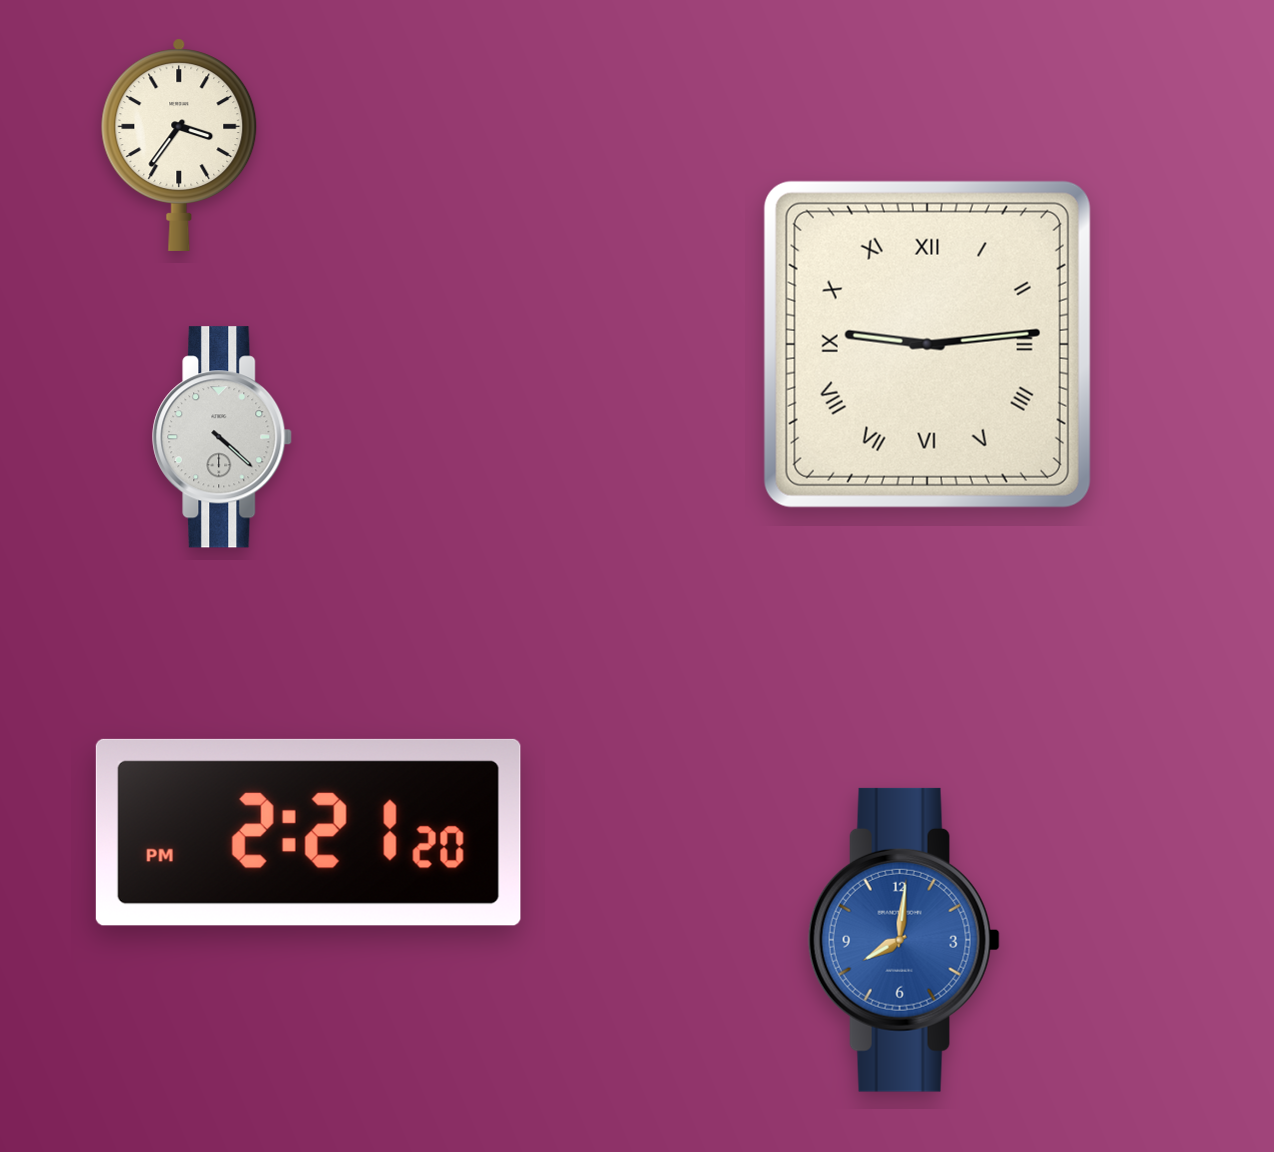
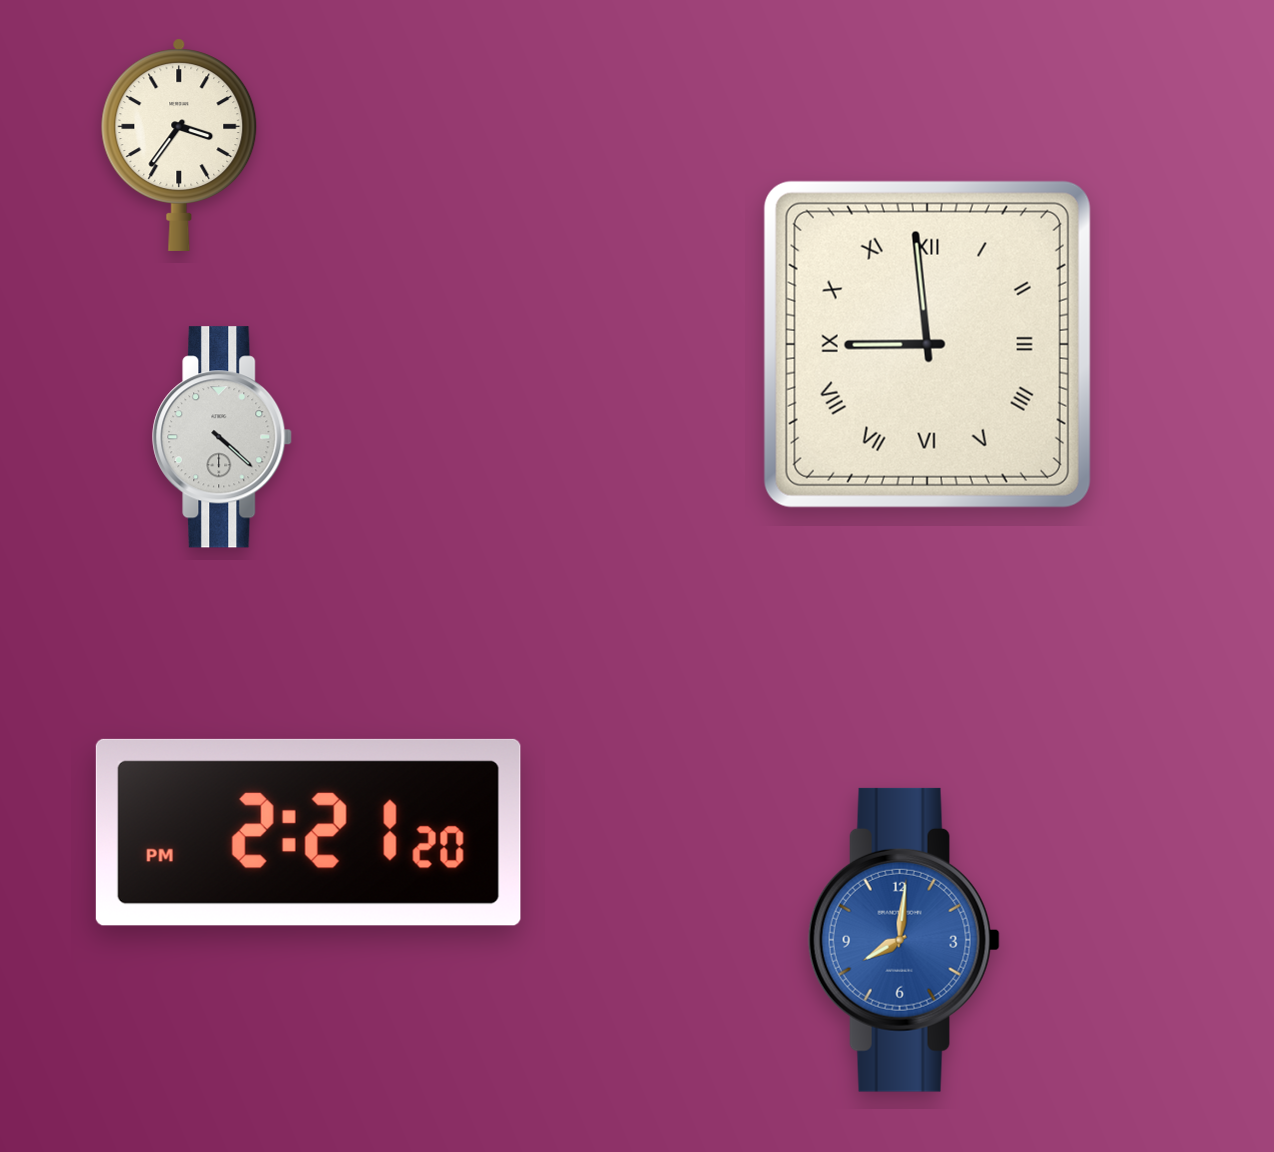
clock at (927, 344): 9:14 -> 8:59
